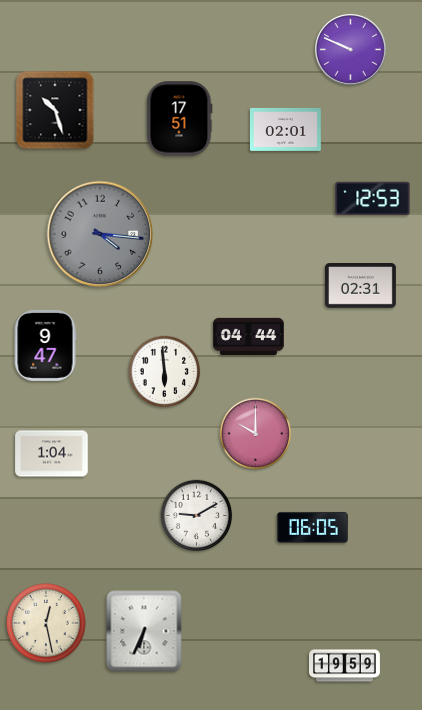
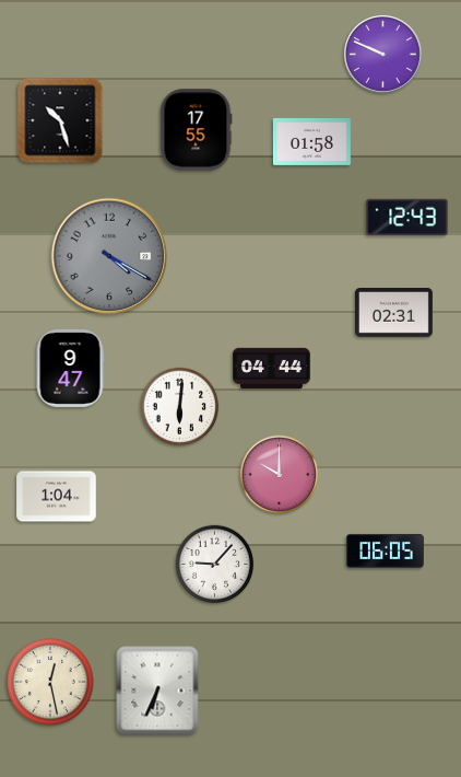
clock at (180, 119): 17:51 -> 17:55
clock at (285, 129): 02:01 -> 01:58
clock at (373, 199): 12:53 -> 12:43
clock at (100, 234): 4:16 -> 4:20
clock at (45, 345) position: (45, 345) -> (70, 368)
clock at (165, 372): 5:59 -> 6:01
clock at (197, 516): 9:10 -> 9:07
clock at (312, 527) position: (312, 527) -> (385, 550)
clock at (345, 666): 19:59 -> none
